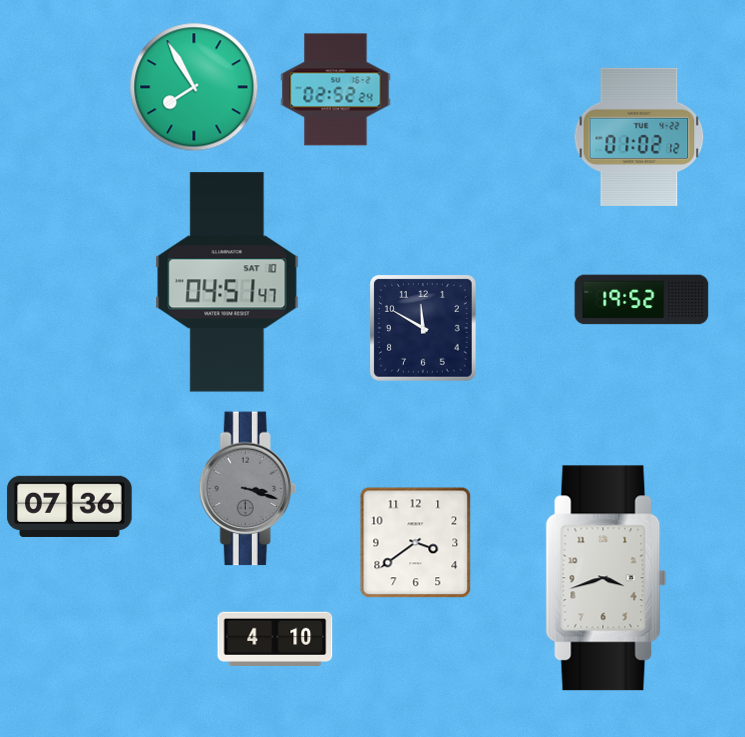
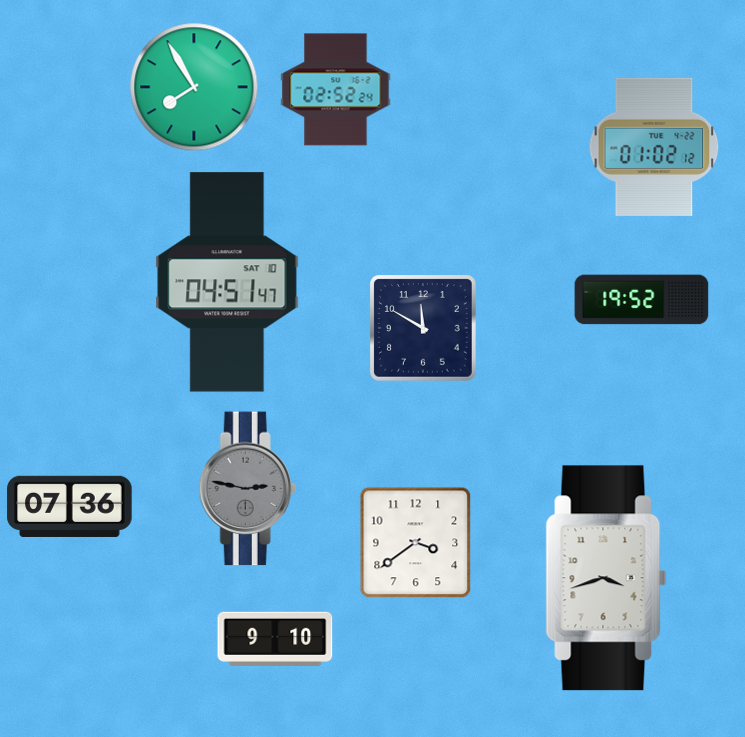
clock at (639, 137) position: (639, 137) -> (654, 147)
clock at (247, 489): 3:18 -> 2:47
clock at (275, 638): 4:10 -> 9:10
